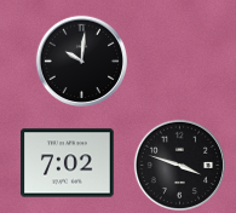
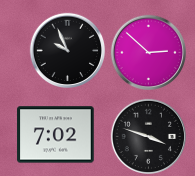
clock at (81, 61): 10:01 -> 9:56
clock at (148, 52): none -> 2:52
